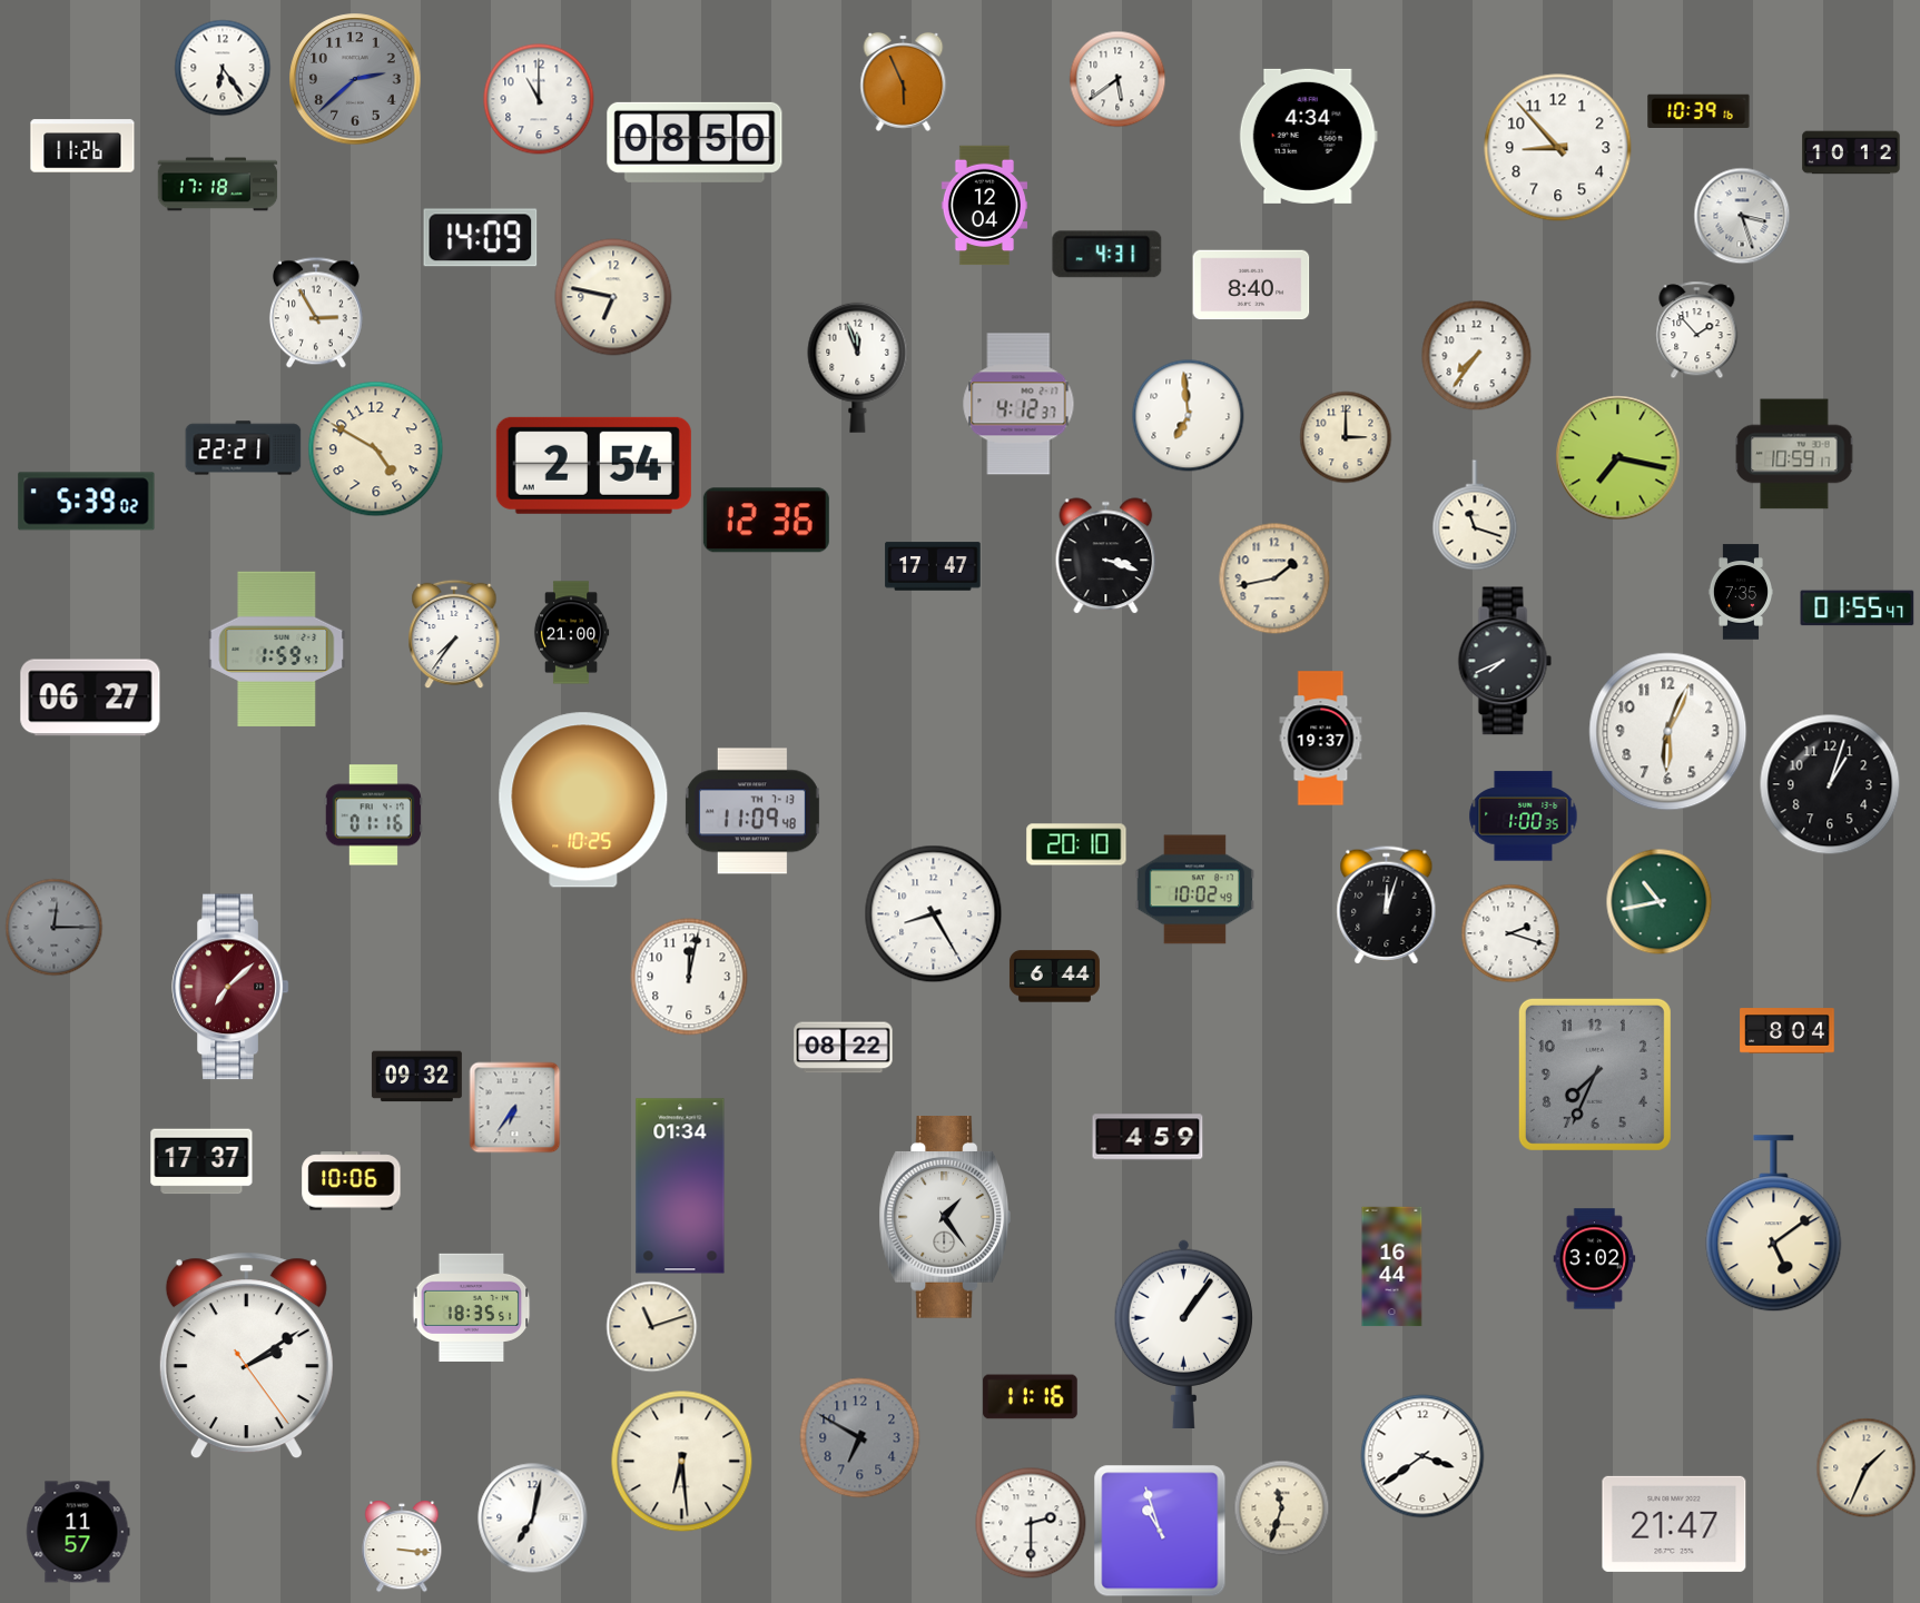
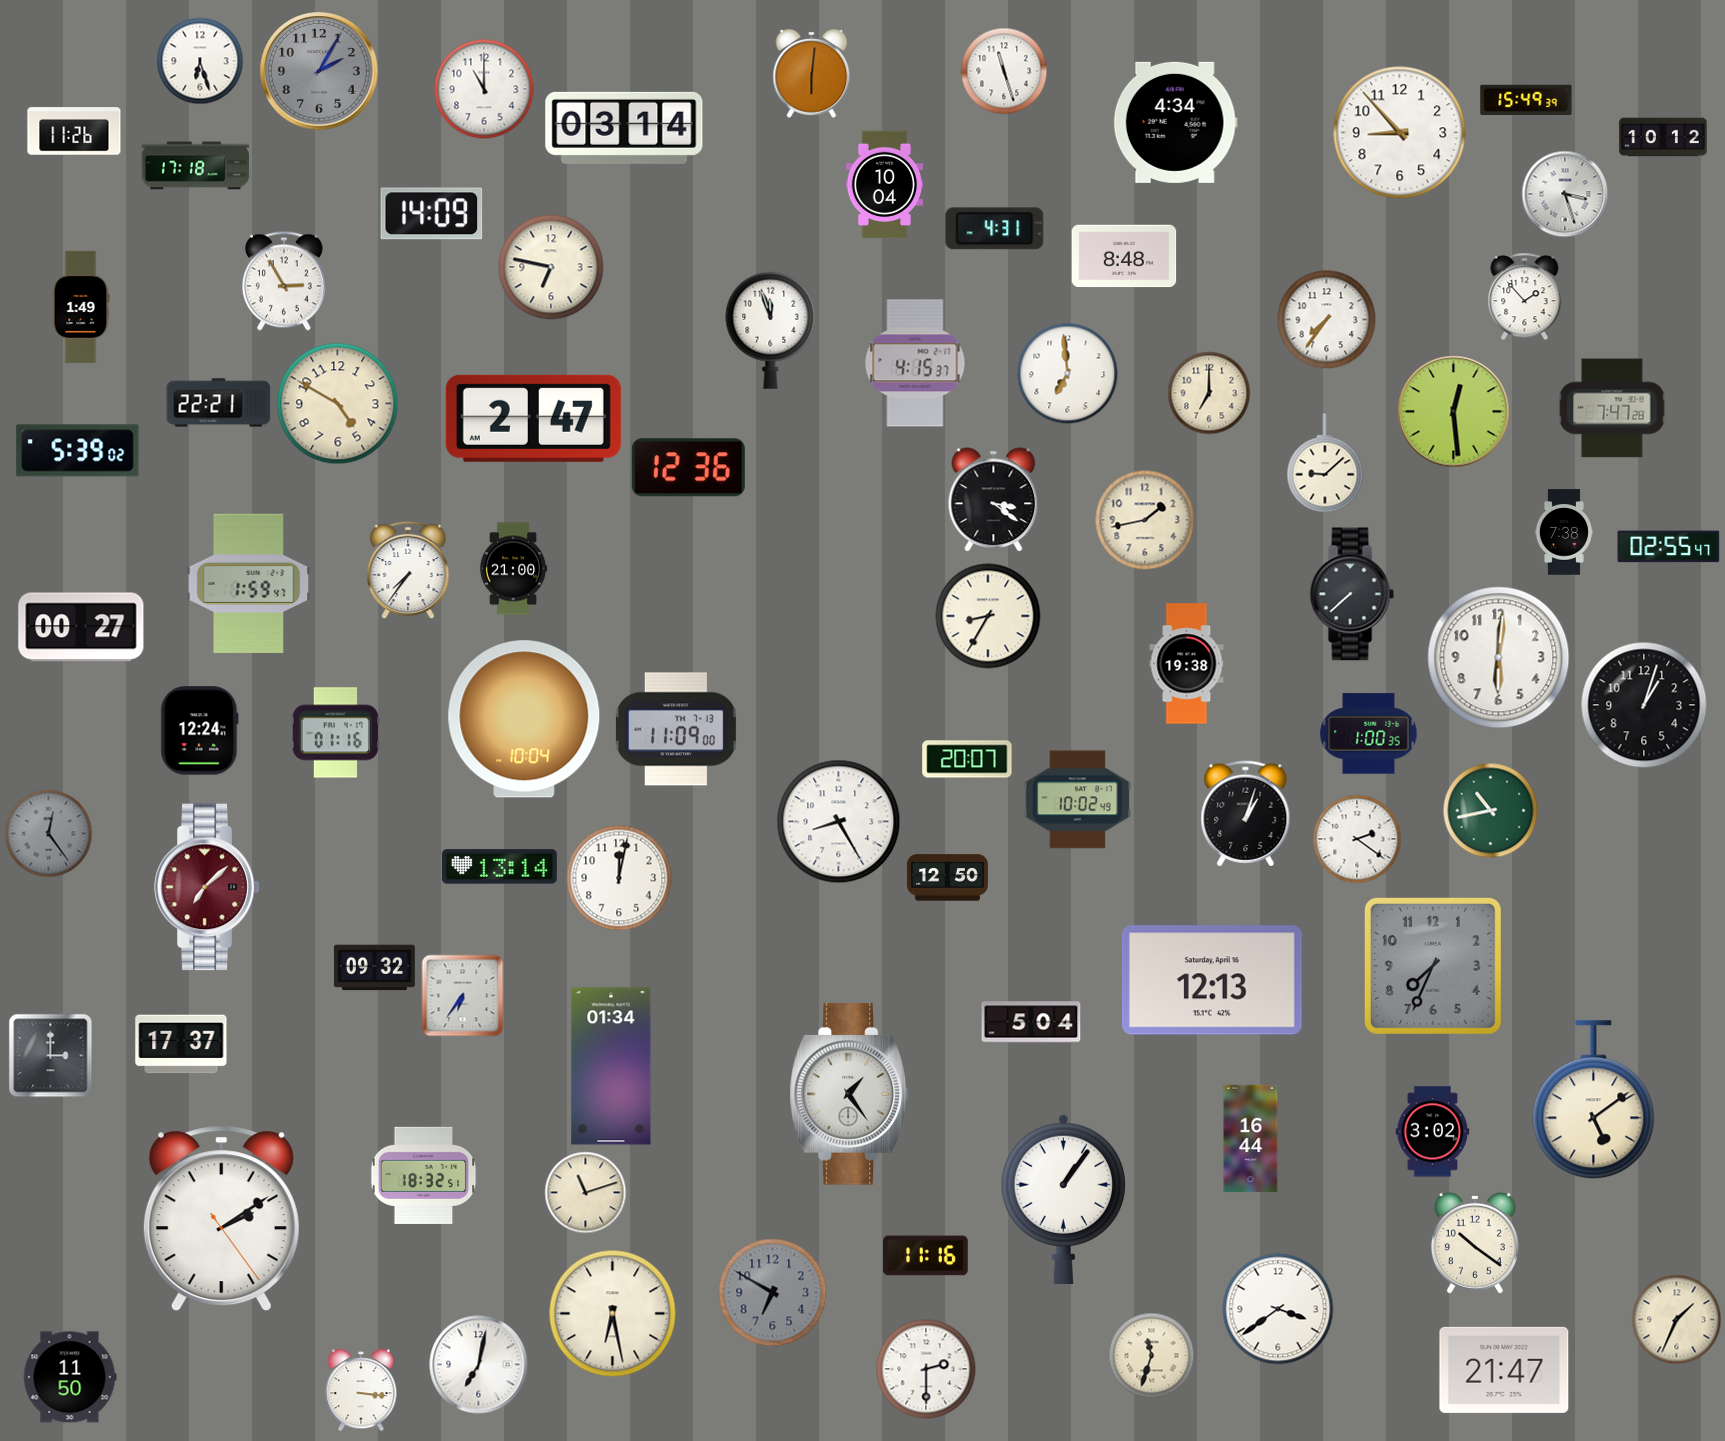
clock at (223, 68): 6:24 -> 6:27
clock at (355, 79): 2:38 -> 2:05
clock at (1117, 79): 5:39 -> 11:27
clock at (904, 81): 5:56 -> 6:01
clock at (1699, 111): 10:39 -> 15:49
clock at (695, 142): 08:50 -> 03:14
clock at (984, 206): 12:04 -> 10:04
clock at (1251, 285): 8:40 -> 8:48
clock at (81, 307): none -> 1:49
clock at (1018, 404): 4:12 -> 4:15
clock at (1346, 437): 3:00 -> 7:00
clock at (1794, 454): 10:59 -> 7:47
clock at (1618, 458): 7:17 -> 12:29
clock at (593, 465): 2:54 -> 2:47
clock at (1475, 515): 11:18 -> 9:08
clock at (1106, 556): 3:18 -> 3:21
clock at (933, 566): 17:47 -> none
clock at (1741, 592): 7:35 -> 7:38
clock at (1858, 608): 01:55 -> 02:55
clock at (1505, 661): 7:41 -> 7:38
clock at (988, 616): none -> 8:35
clock at (90, 697): 06:27 -> 00:27
clock at (1668, 732): 6:04 -> 6:01
clock at (1321, 739): 19:37 -> 19:38
clock at (583, 800): 10:25 -> 10:04
clock at (752, 811): 11:09:48 -> 11:09:00
clock at (200, 731): none -> 12:24
clock at (1076, 844): 20:10 -> 20:07
clock at (1195, 890) position: (1195, 890) -> (1078, 800)
clock at (1387, 906): 12:03 -> 1:03
clock at (55, 928): 12:15 -> 12:24
clock at (1510, 933): 2:18 -> 2:21
clock at (499, 867): none -> 13:14
clock at (1054, 977): 6:44 -> 12:50
clock at (1788, 1031): 8:04 -> none
clock at (844, 1048): 08:22 -> none
clock at (1212, 980): none -> 12:13
clock at (1148, 1137): 4:59 -> 5:04
clock at (51, 1056): none -> 3:00
clock at (352, 1181): 10:06 -> none
clock at (472, 1307): 18:35 -> 18:32
clock at (1475, 1243): none -> 10:21
clock at (682, 1462): 6:29 -> 6:28
clock at (1160, 1531): 10:57 -> none
clock at (78, 1532): 11:57 -> 11:50
